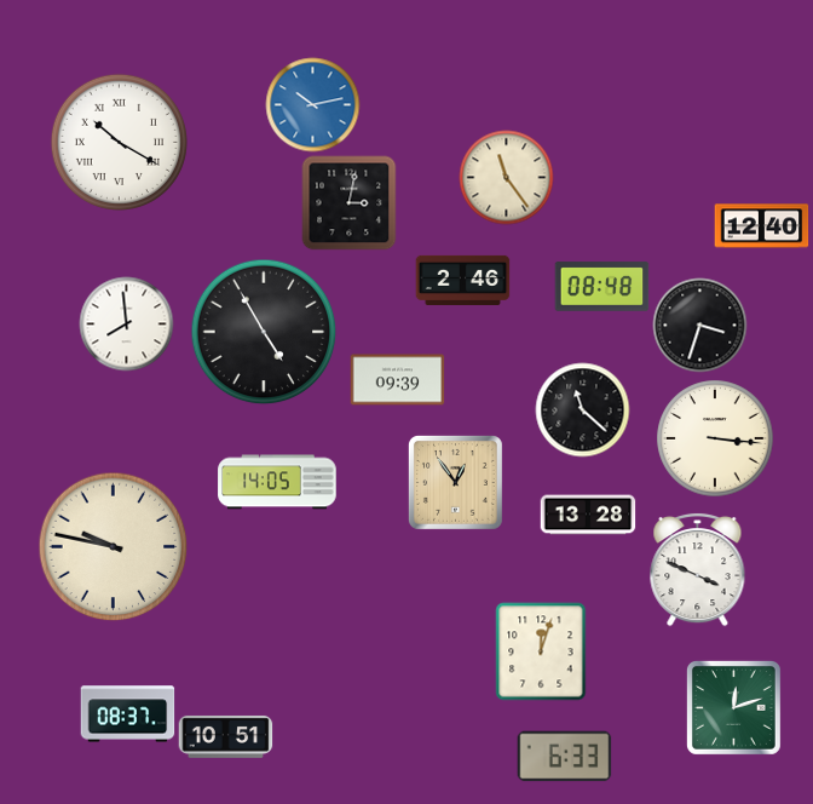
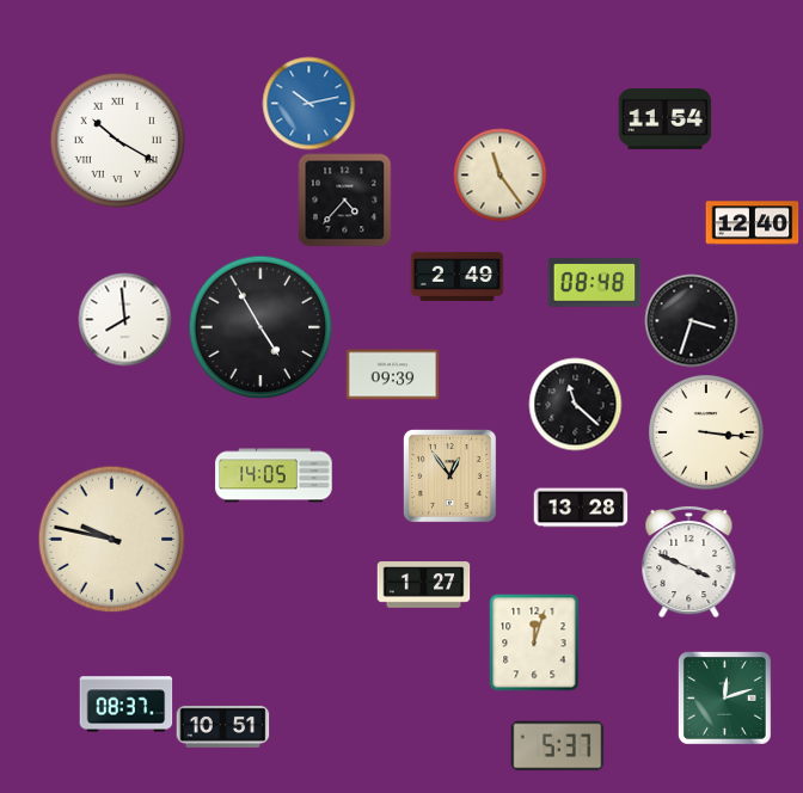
clock at (664, 119): none -> 11:54
clock at (348, 202): 3:02 -> 4:37
clock at (462, 280): 2:46 -> 2:49
clock at (423, 585): none -> 1:27
clock at (564, 757): 6:33 -> 5:37
